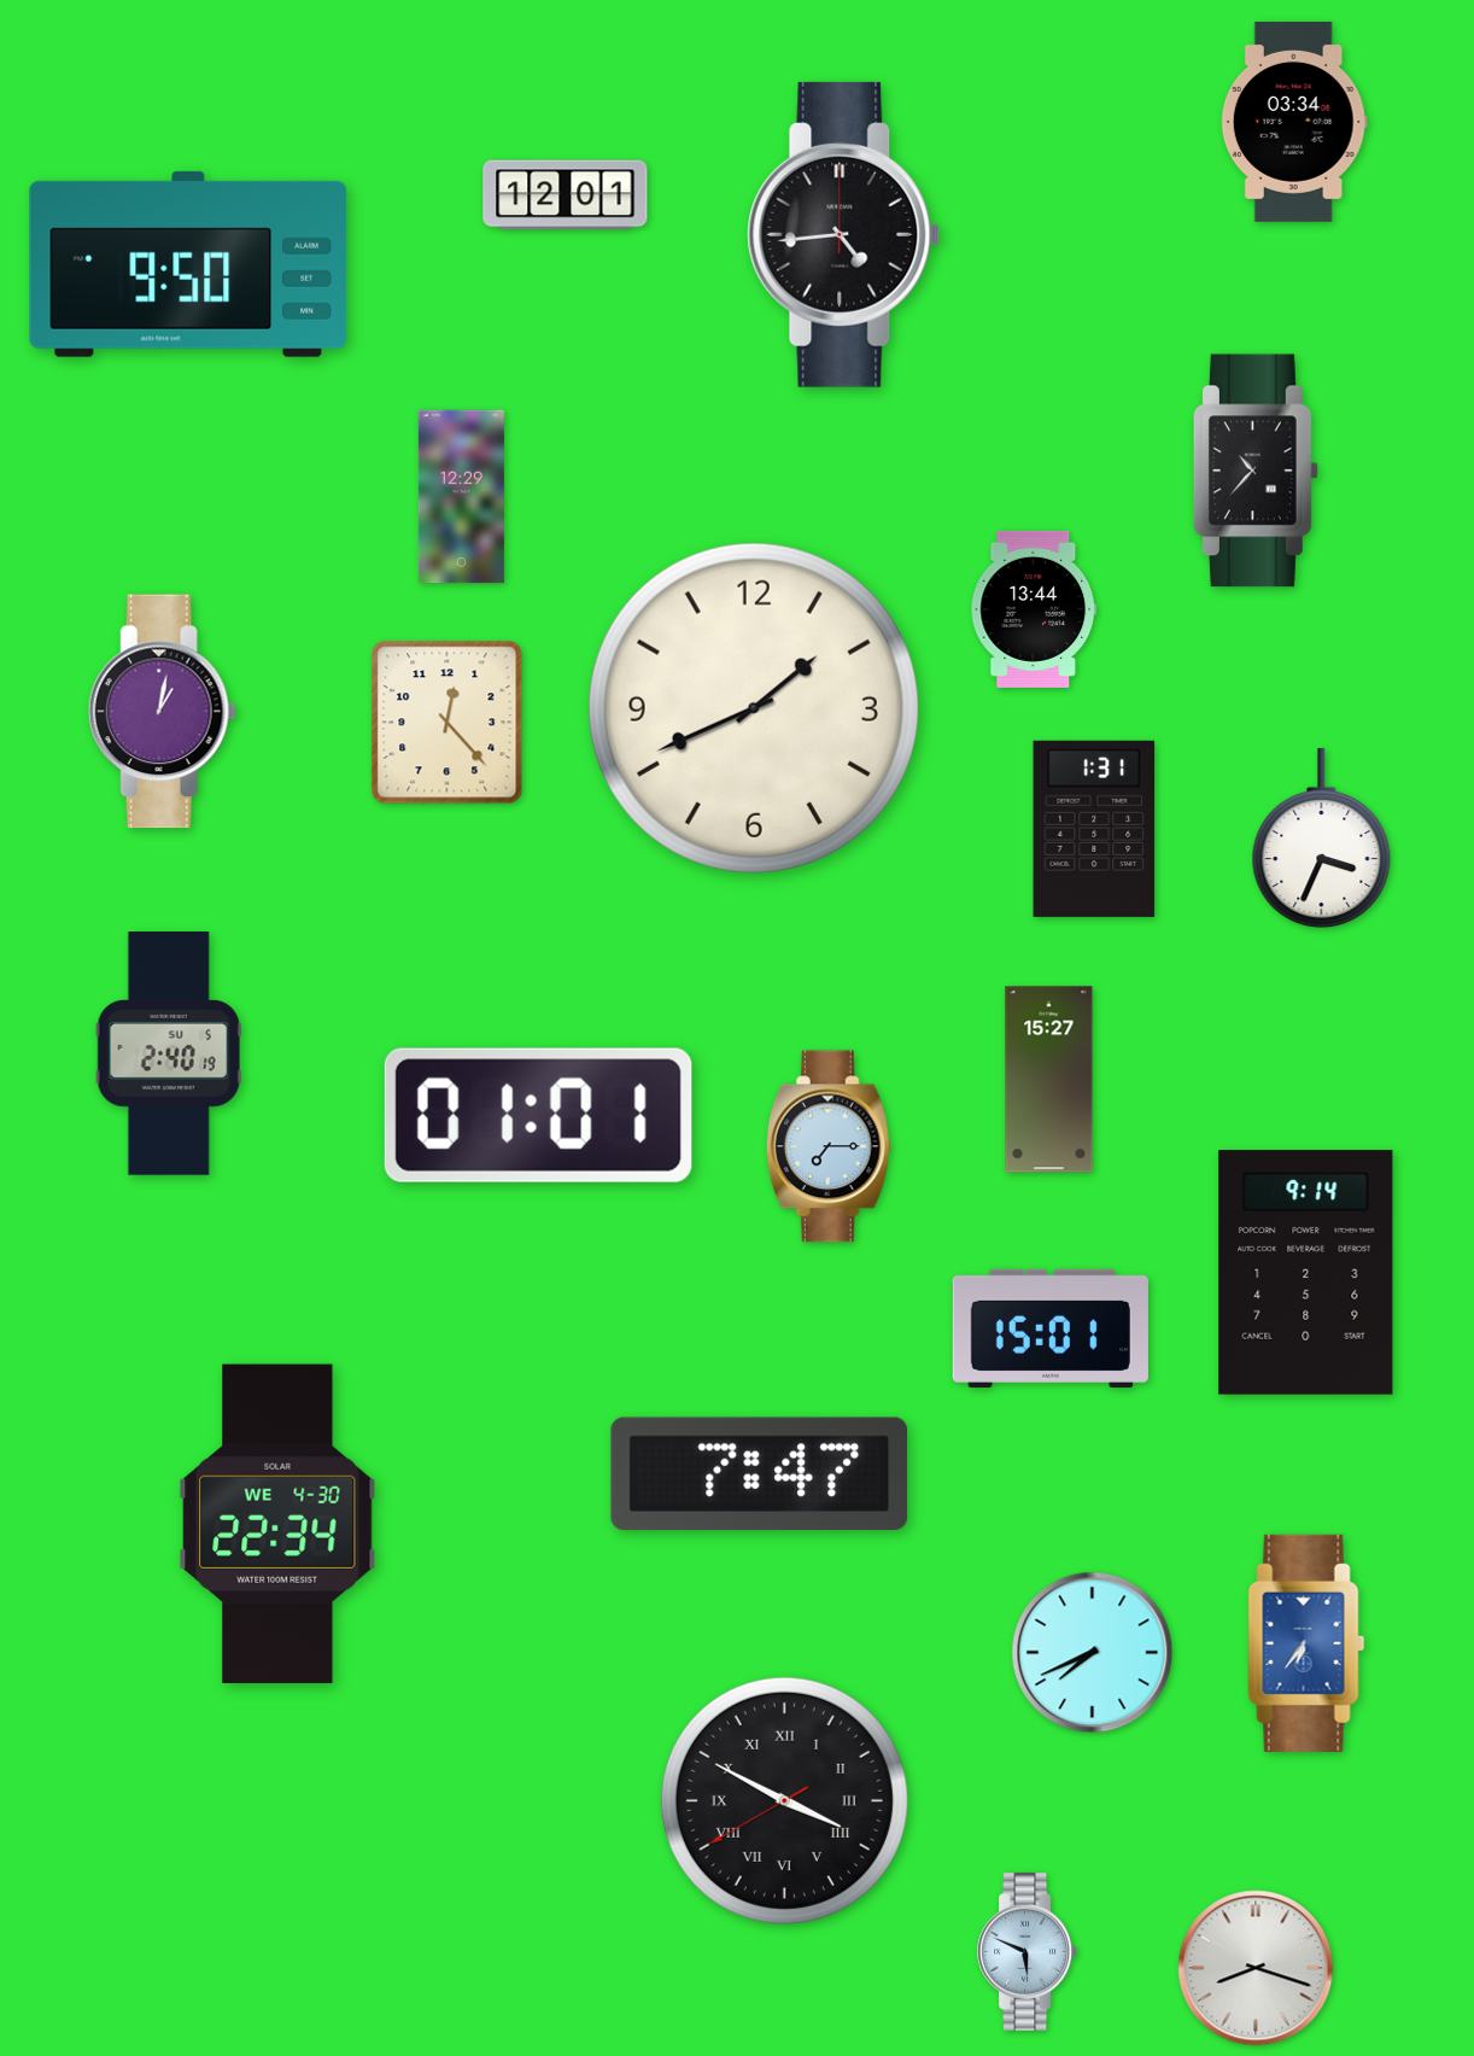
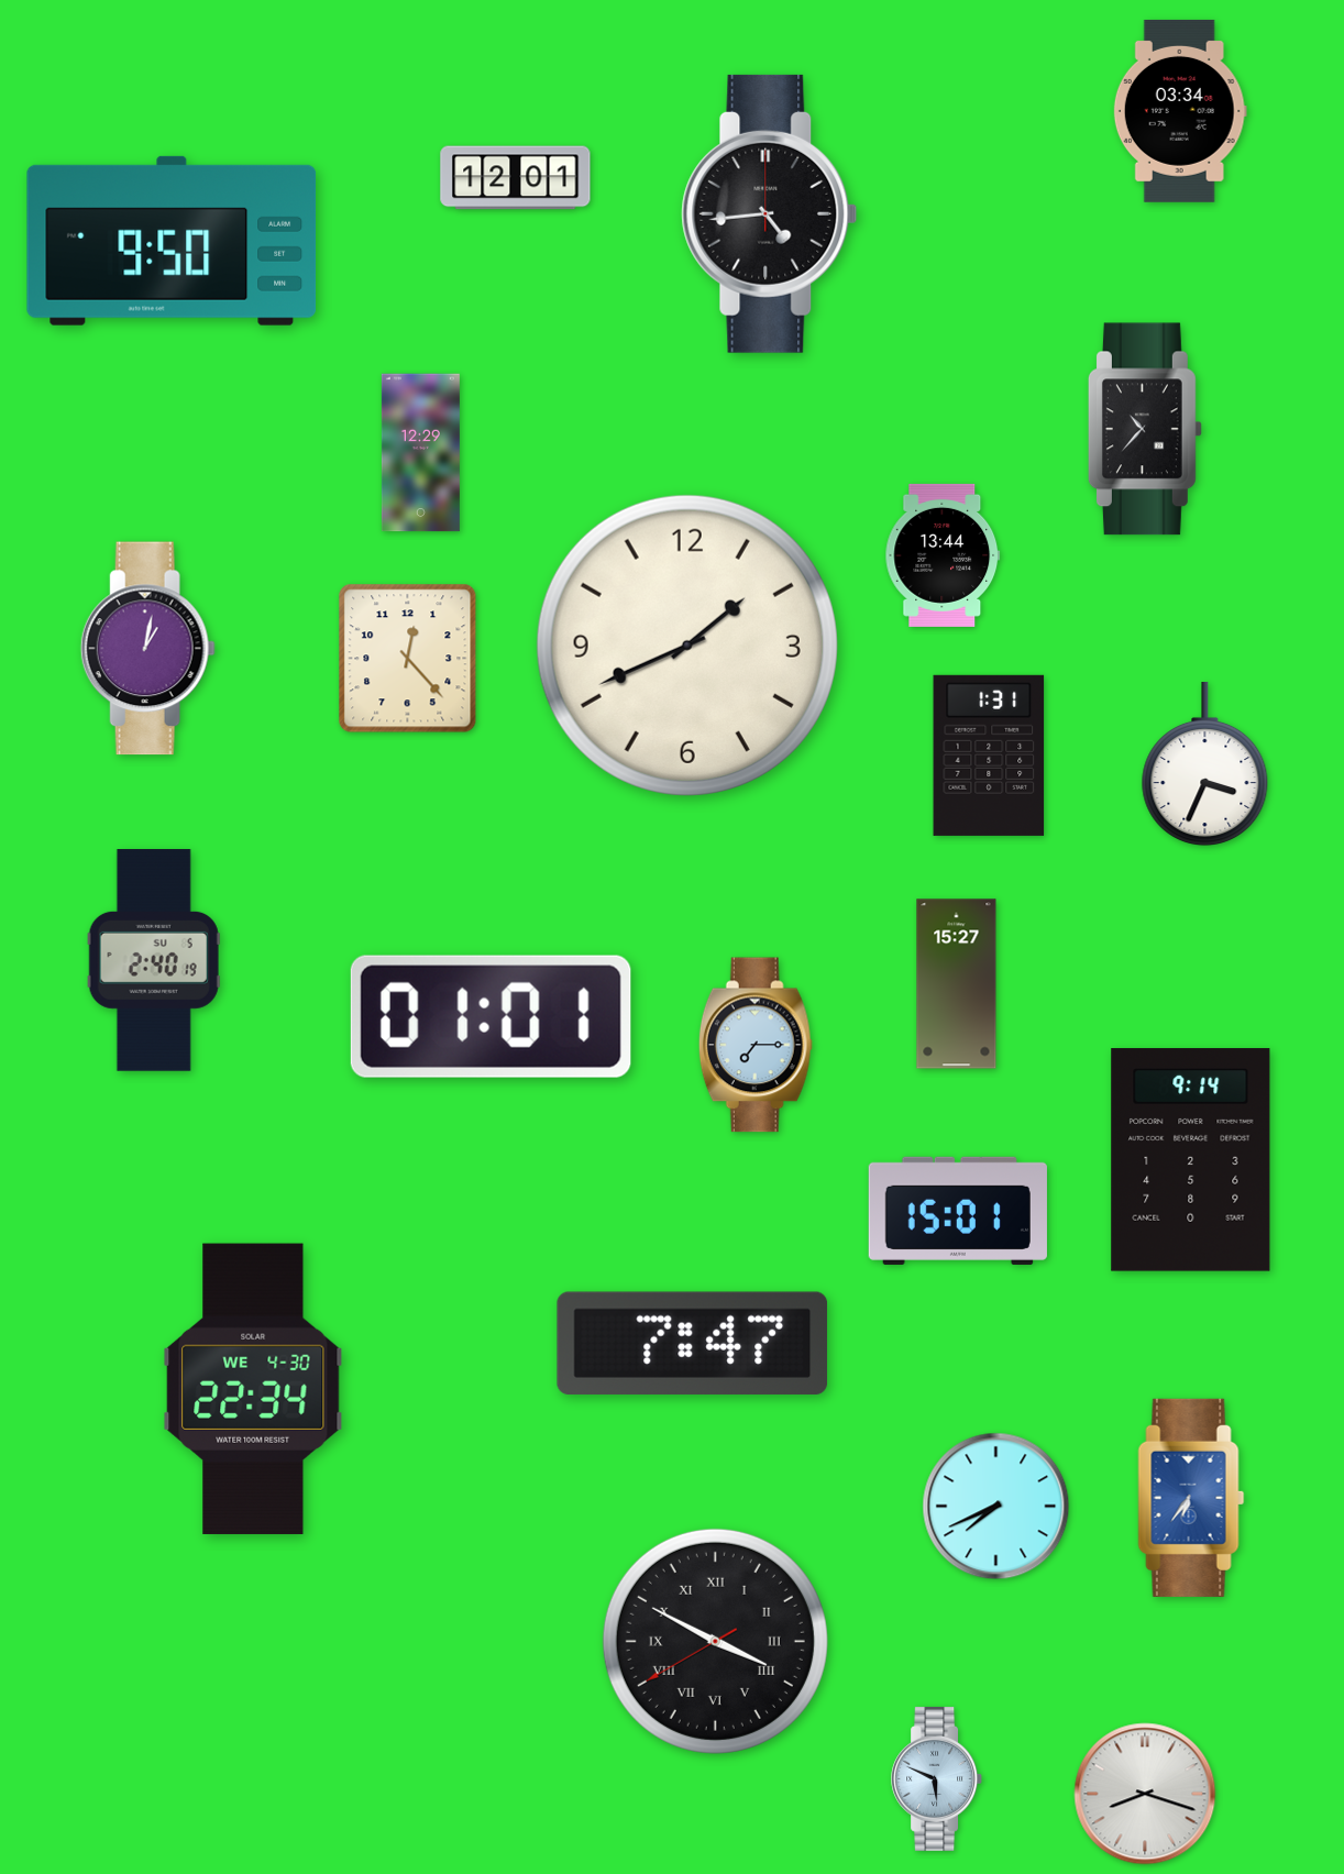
clock at (1094, 829) position: (1094, 829) -> (989, 756)
